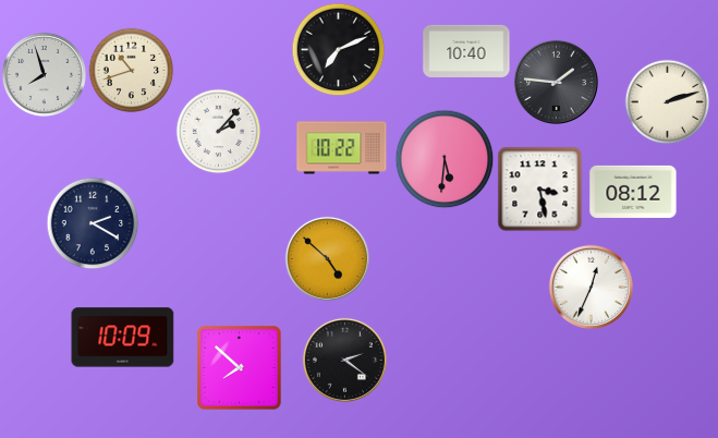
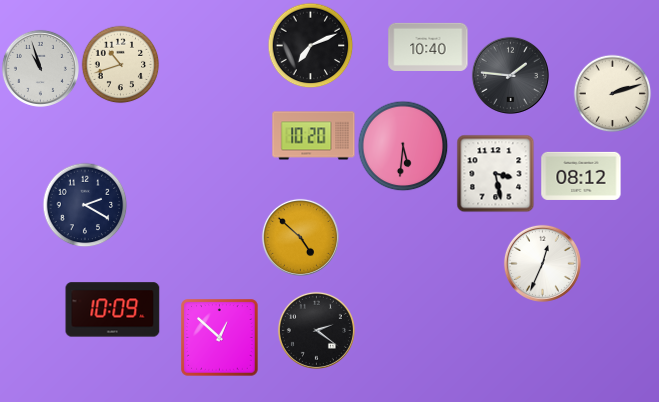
clock at (44, 74): 7:57 -> 10:57
clock at (218, 131): 2:07 -> none
clock at (342, 148): 10:22 -> 10:20
clock at (445, 159) position: (445, 159) -> (403, 146)
clock at (240, 368): 7:52 -> 12:52
